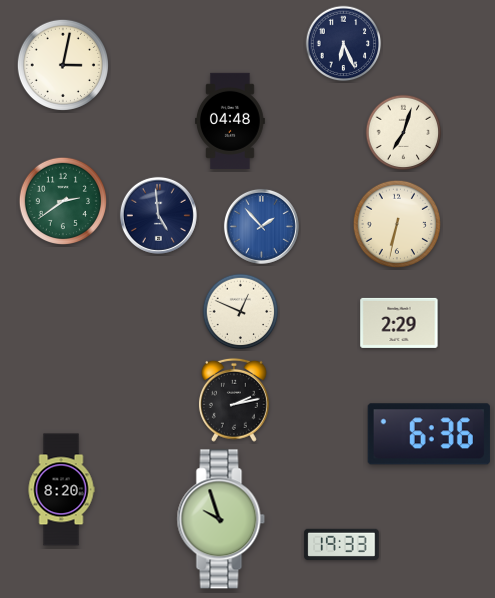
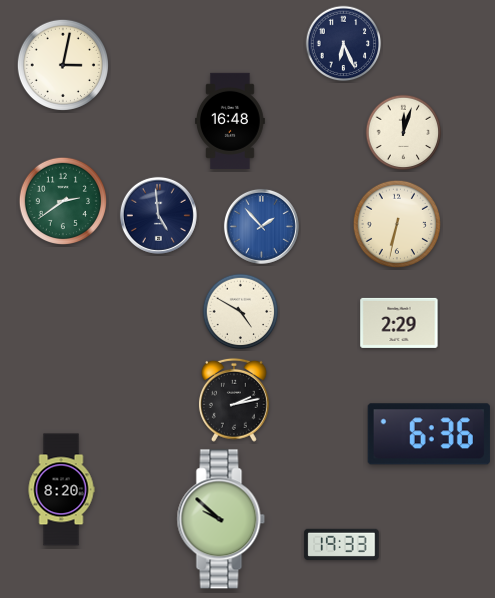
clock at (231, 121): 04:48 -> 16:48
clock at (404, 133): 7:03 -> 12:03
clock at (241, 312): 12:49 -> 4:50
clock at (221, 519): 9:57 -> 9:52
